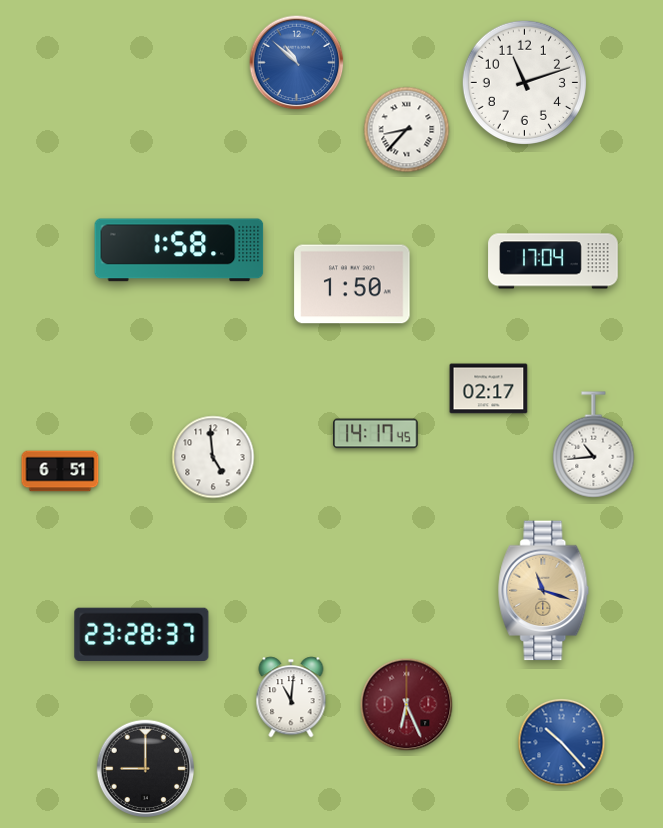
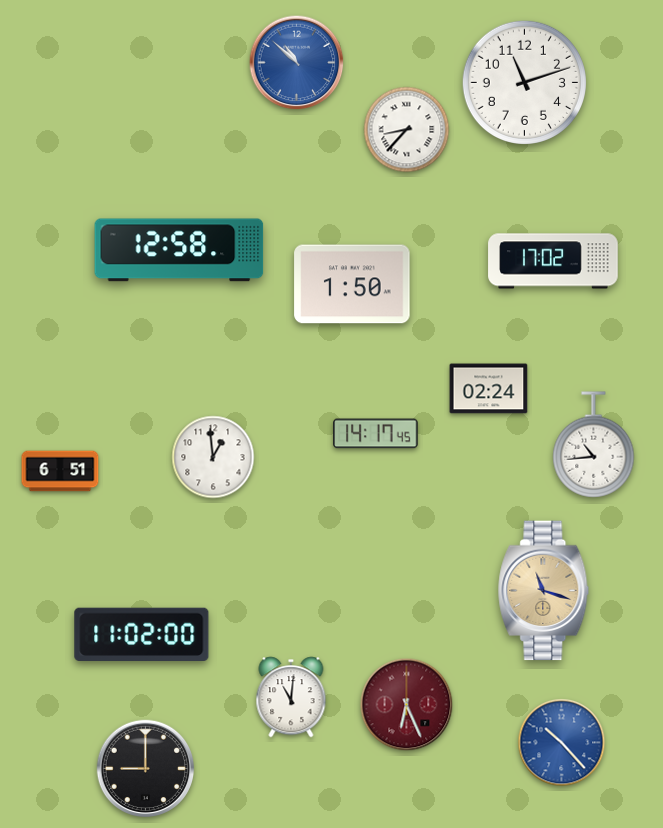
clock at (179, 250): 1:58 -> 12:58
clock at (553, 261): 17:04 -> 17:02
clock at (489, 389): 02:17 -> 02:24
clock at (213, 457): 4:59 -> 12:59
clock at (142, 634): 23:28 -> 11:02
